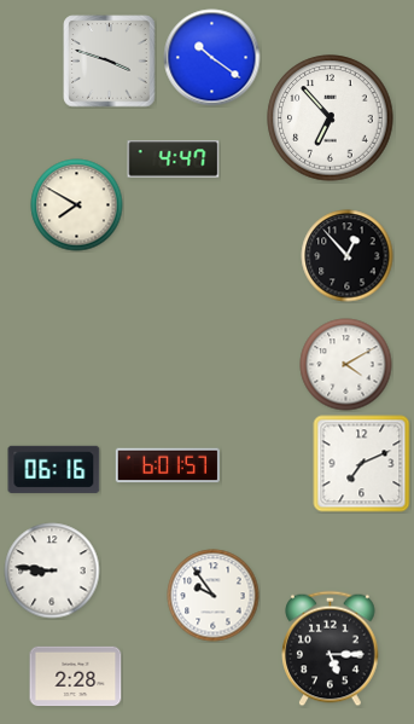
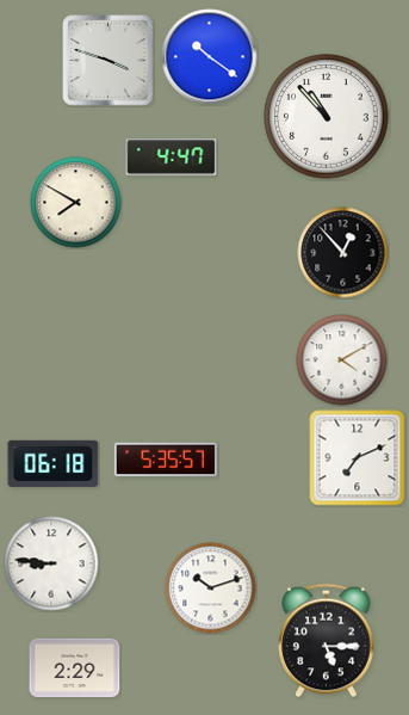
clock at (331, 118): 6:53 -> 10:53
clock at (168, 465): 6:01 -> 5:35
clock at (54, 469): 06:16 -> 06:18
clock at (214, 596): 9:54 -> 10:12
clock at (76, 677): 2:28 -> 2:29
